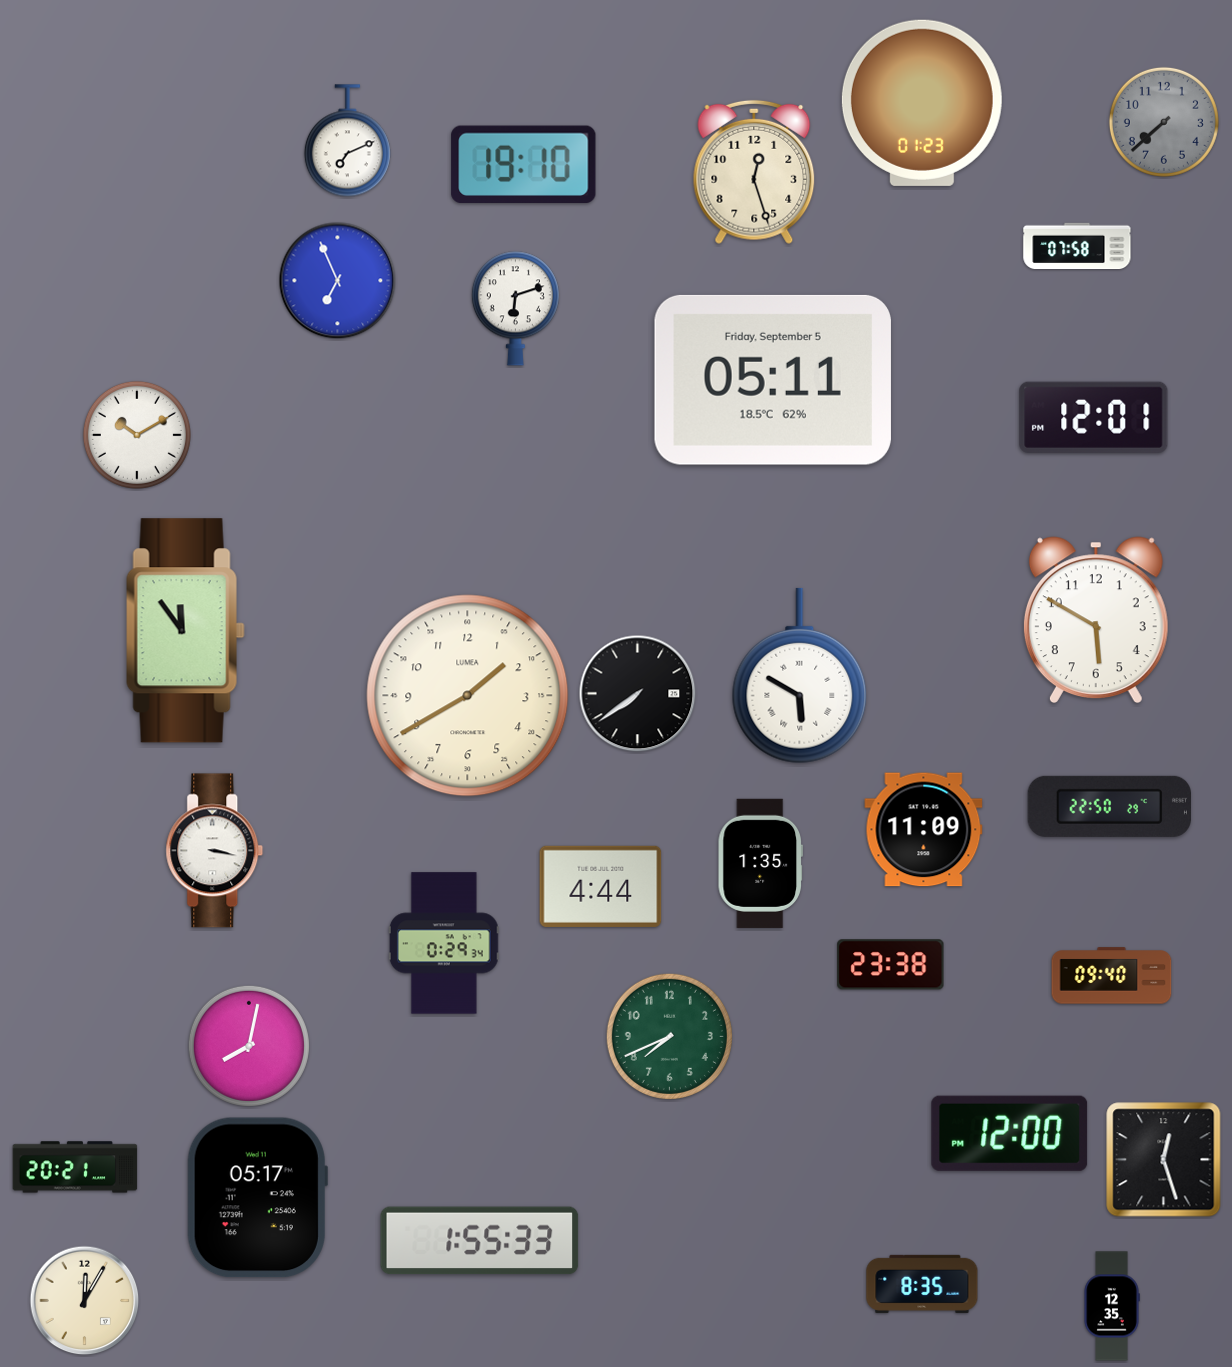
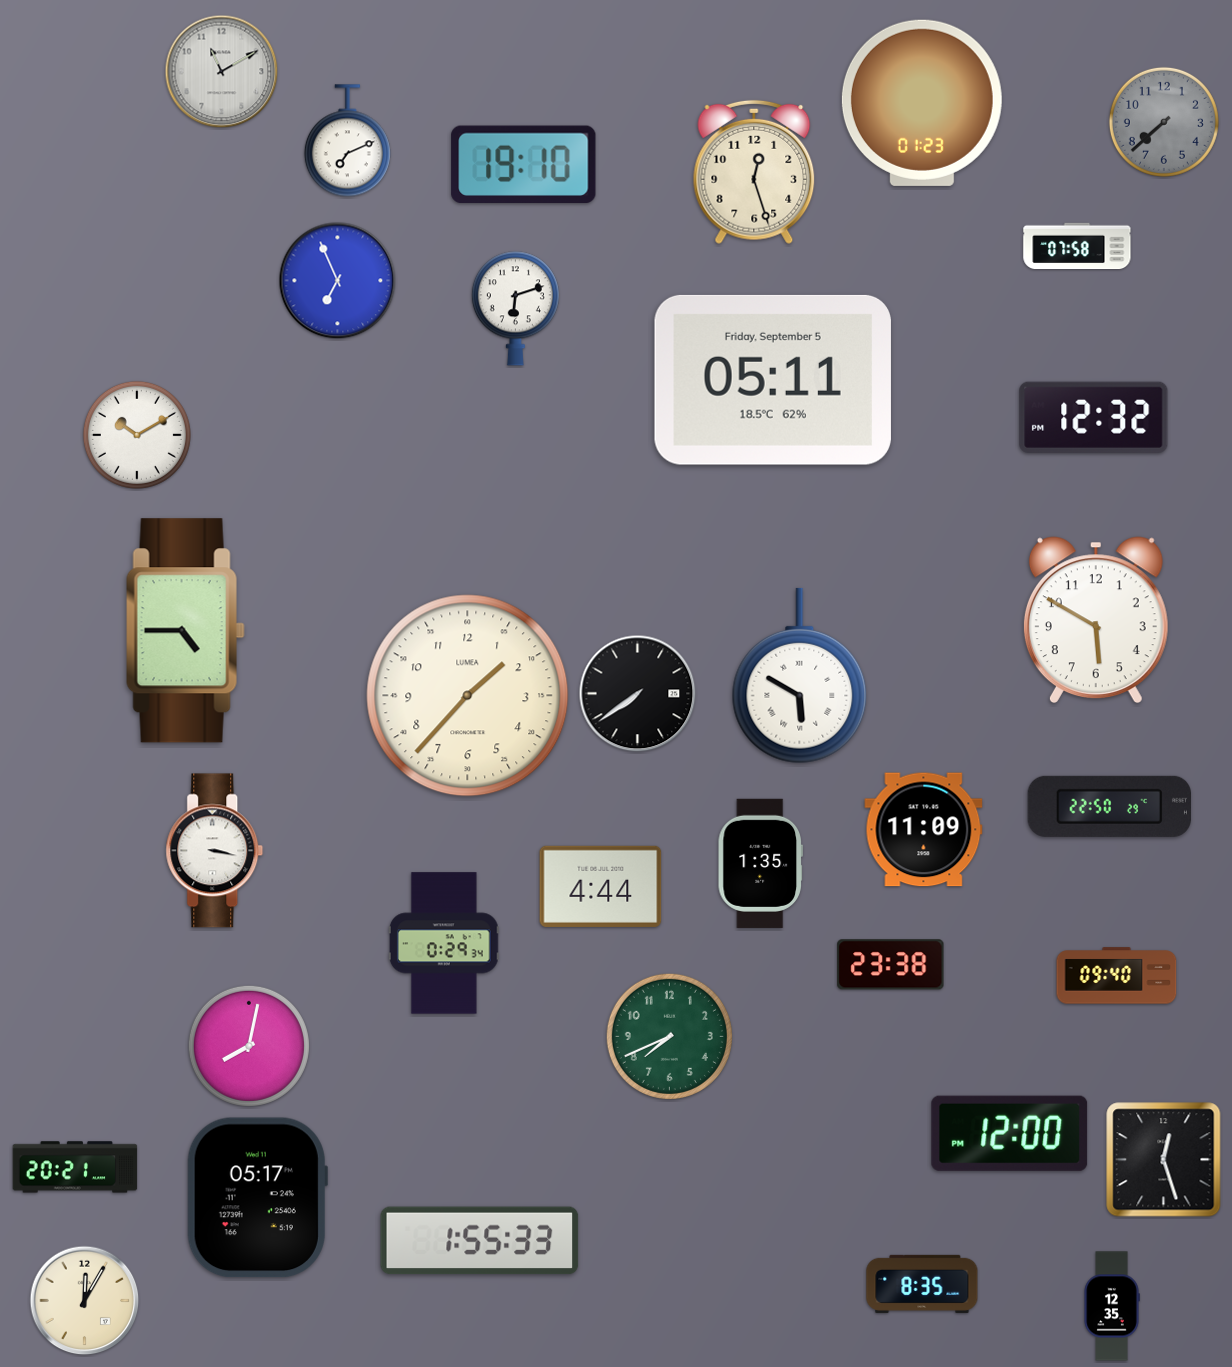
clock at (222, 72): none -> 11:10
clock at (1094, 417): 12:01 -> 12:32
clock at (185, 631): 11:54 -> 4:45
clock at (468, 696): 1:40 -> 1:37
clock at (1112, 976) position: (1112, 976) -> (1117, 976)
